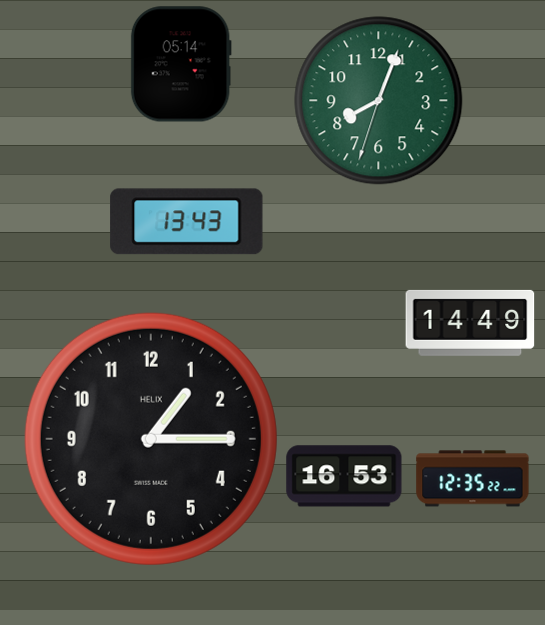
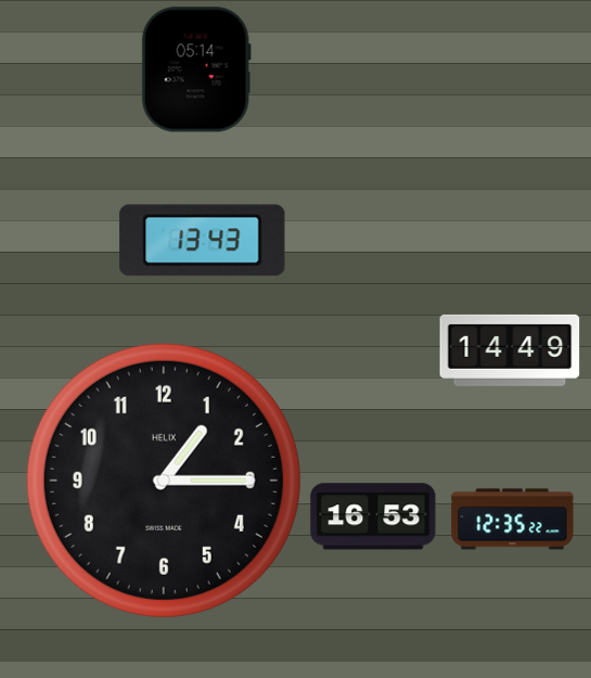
clock at (379, 101): 8:03 -> none
clock at (151, 439) position: (151, 439) -> (164, 481)
